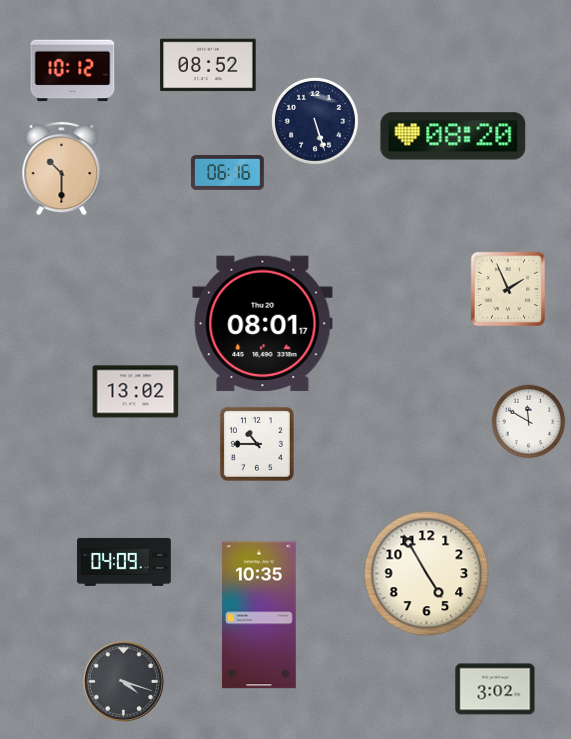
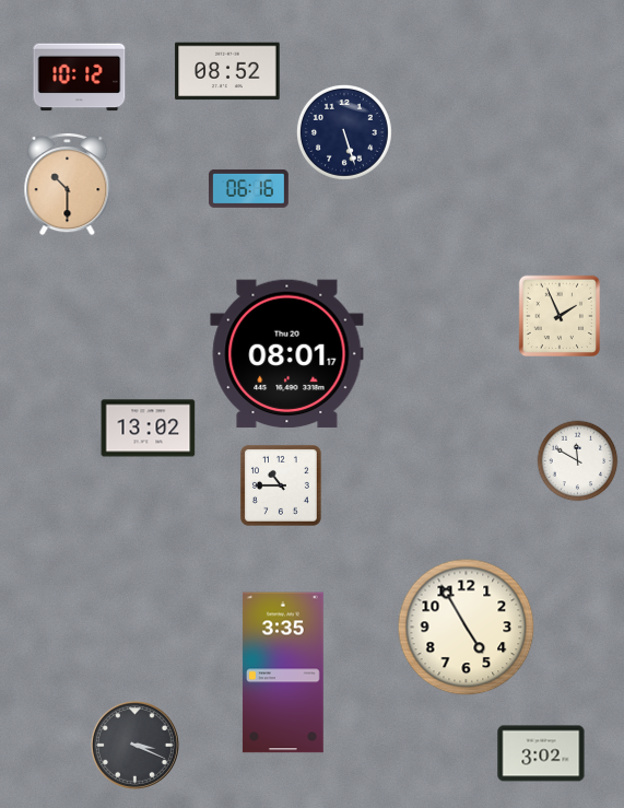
clock at (453, 136): 08:20 -> none
clock at (508, 289) position: (508, 289) -> (560, 316)
clock at (124, 562): 04:09 -> none
clock at (259, 615): 10:35 -> 3:35
clock at (123, 681): 4:18 -> 3:19
